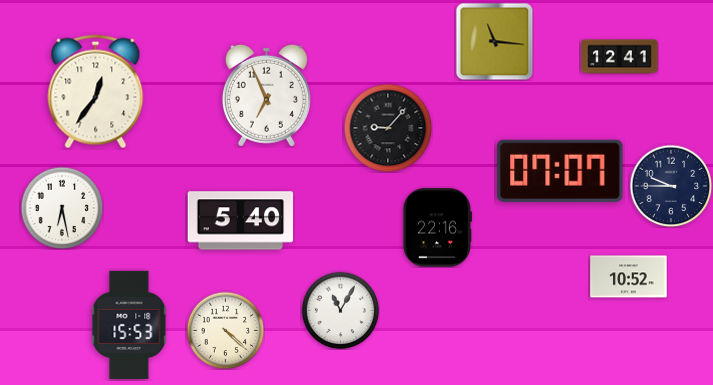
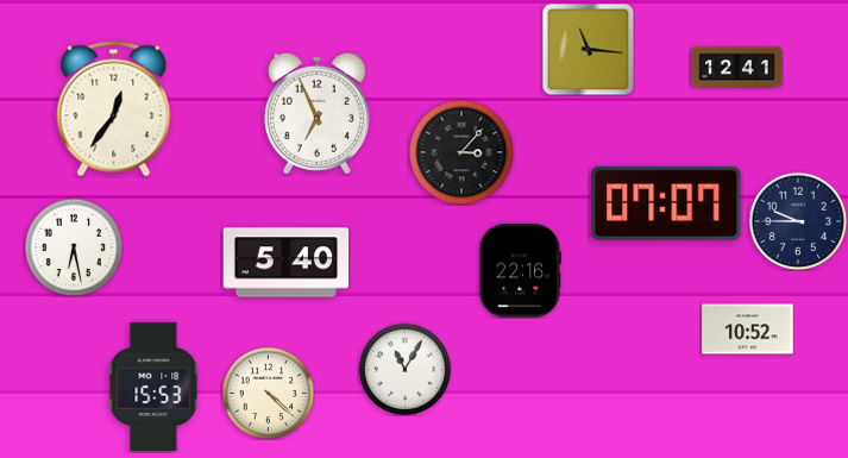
clock at (388, 128): 9:07 -> 3:07
